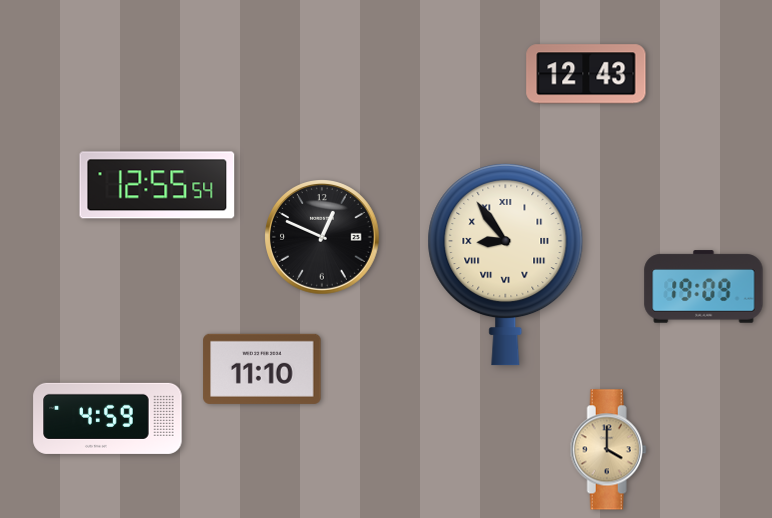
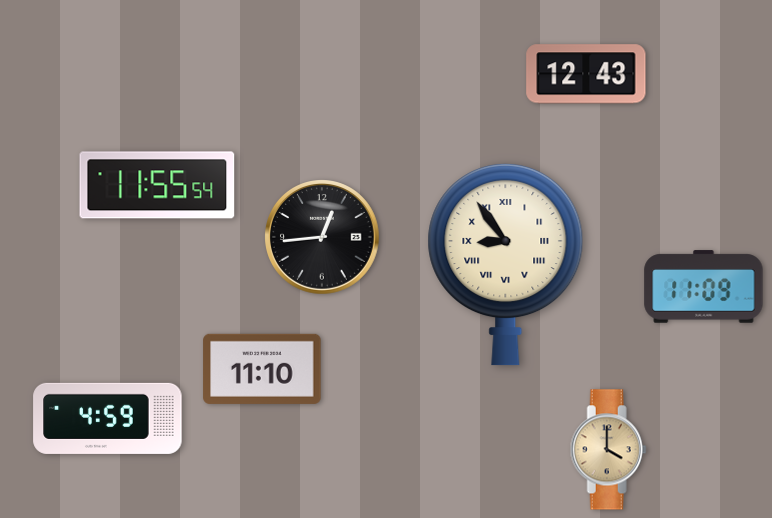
clock at (157, 185): 12:55 -> 11:55
clock at (323, 238): 12:49 -> 12:44
clock at (704, 287): 19:09 -> 11:09
